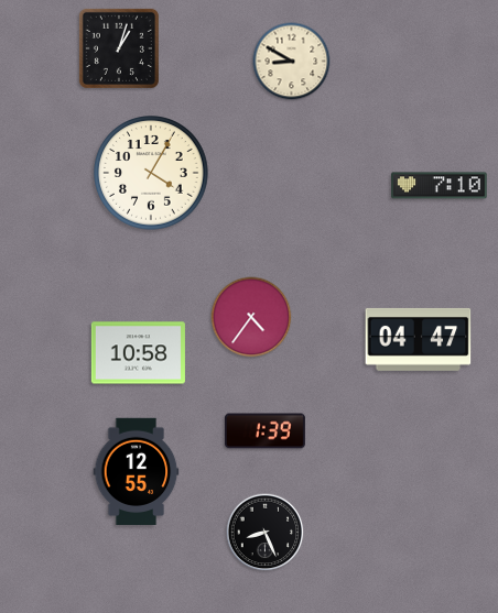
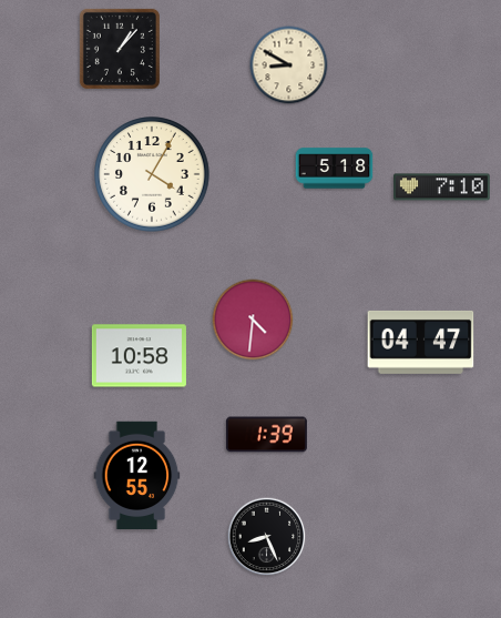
clock at (119, 48): 1:03 -> 1:07
clock at (292, 62) position: (292, 62) -> (289, 65)
clock at (335, 169): none -> 5:18
clock at (251, 317): 4:36 -> 4:31
